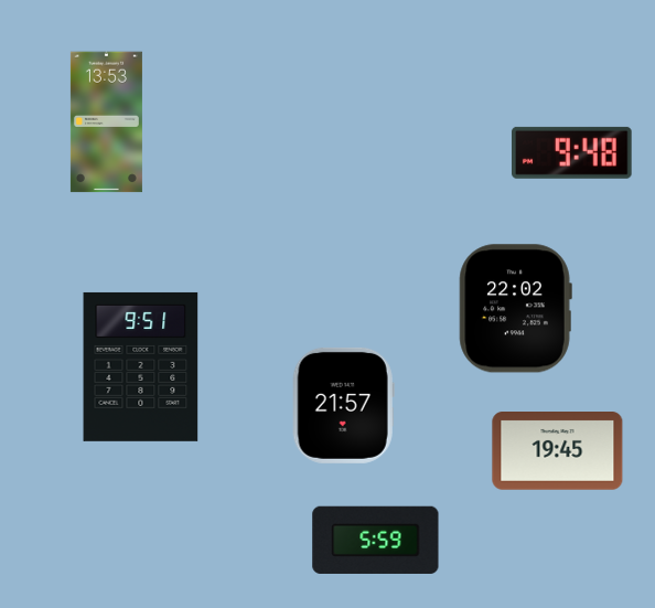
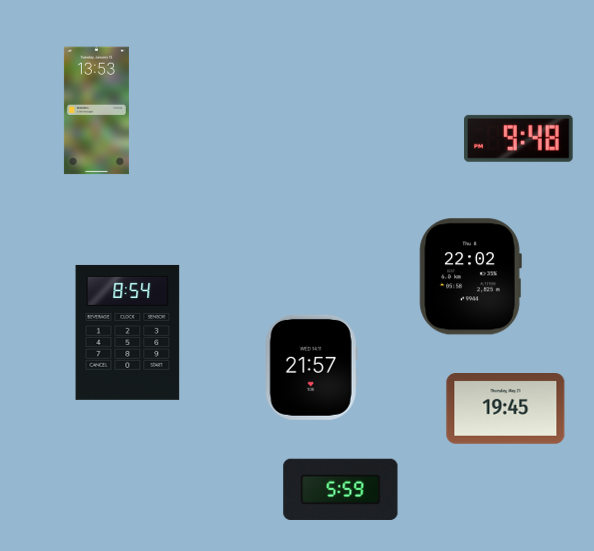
clock at (515, 309) position: (515, 309) -> (470, 277)
clock at (141, 366): 9:51 -> 8:54
